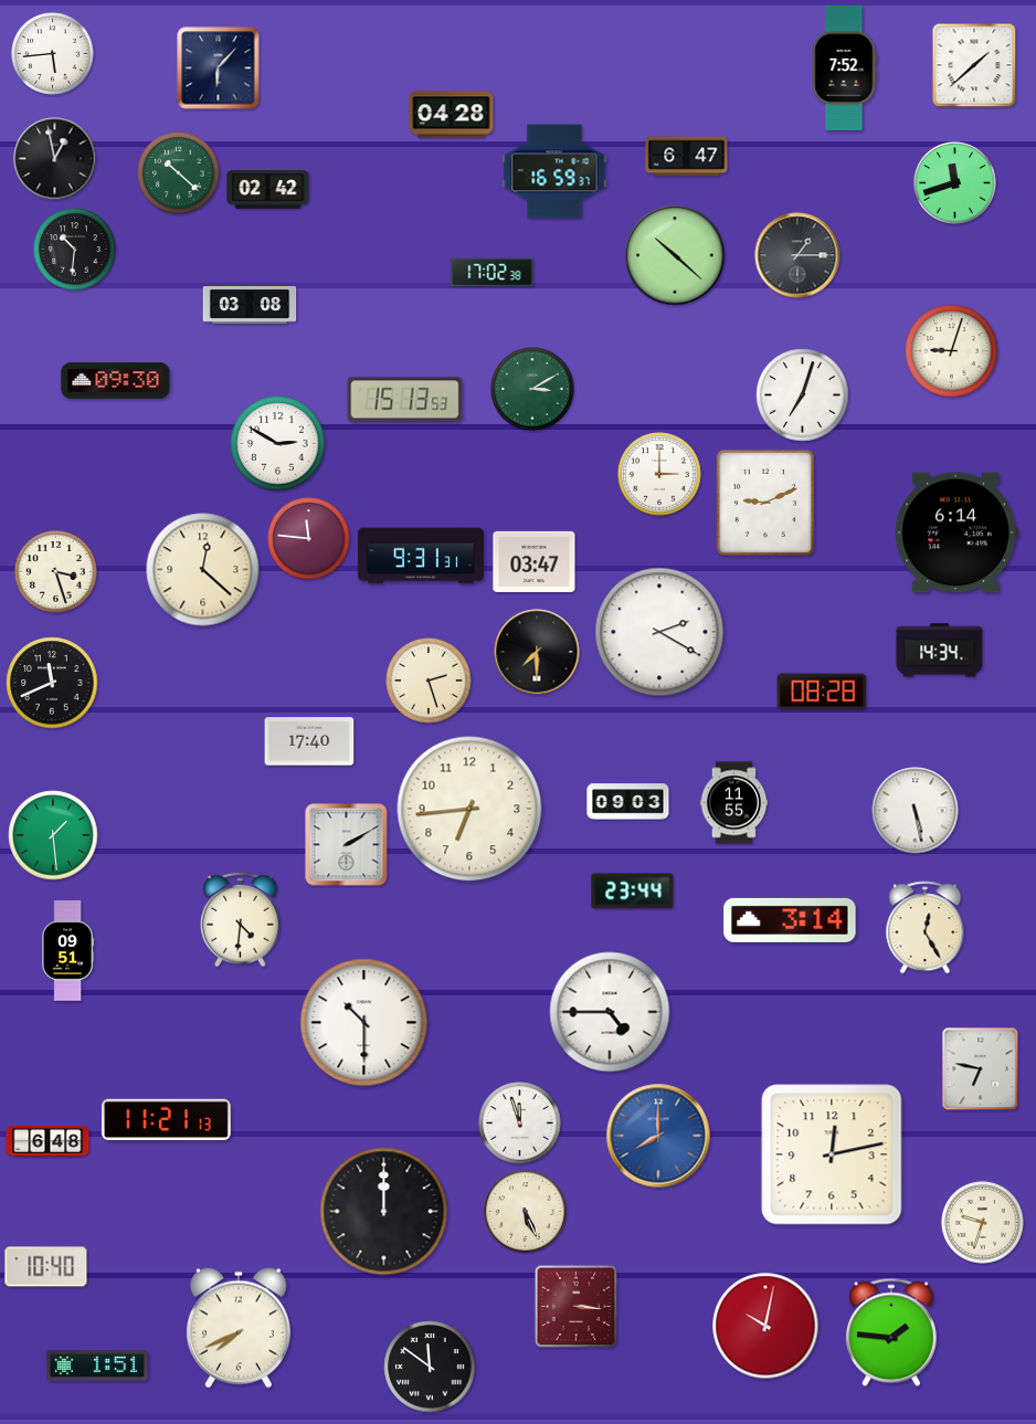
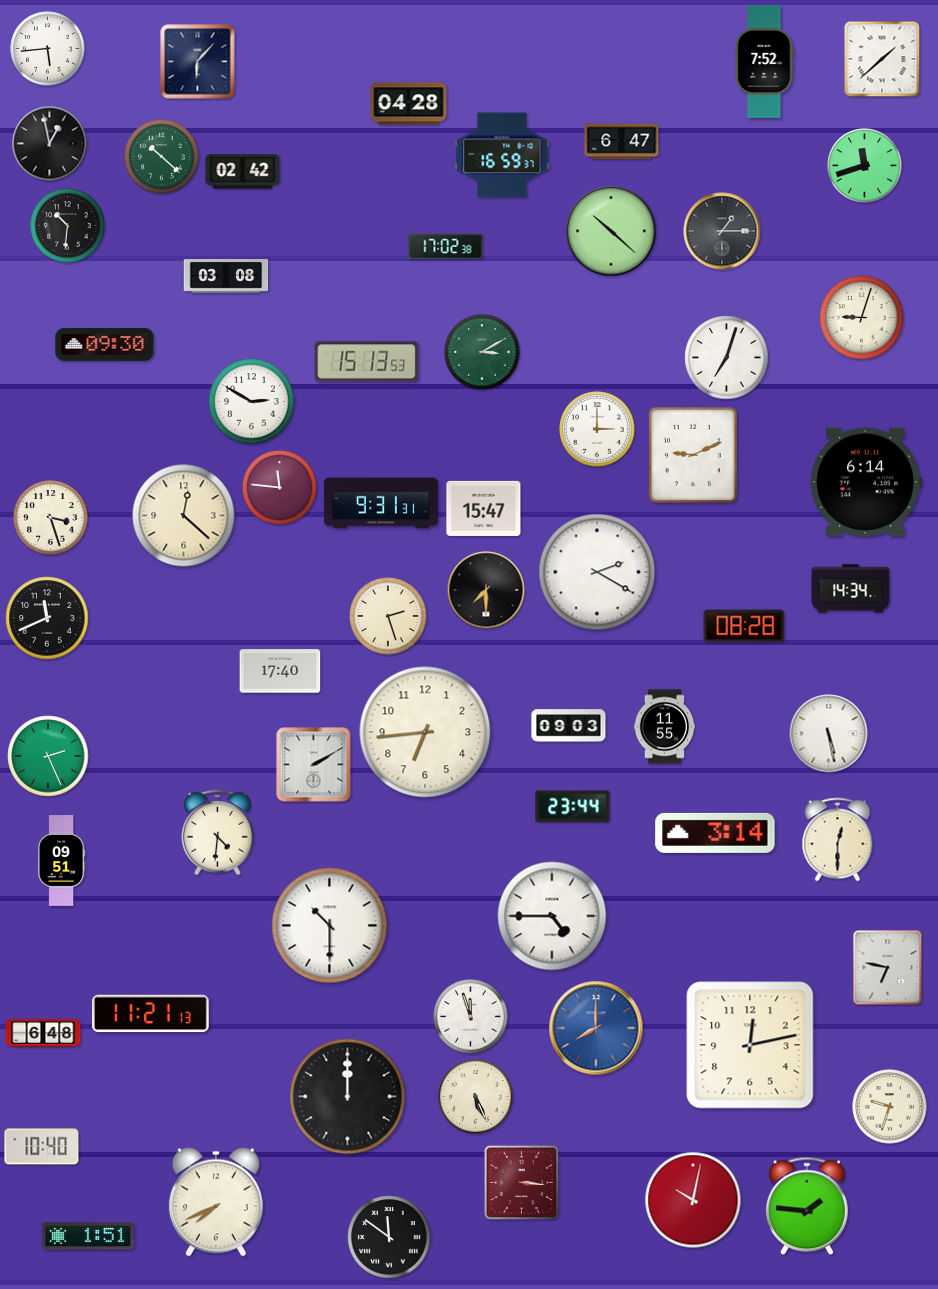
clock at (535, 561): 03:47 -> 15:47
clock at (53, 835): 1:29 -> 2:26
clock at (926, 928): 12:25 -> 12:30
clock at (832, 1154) position: (832, 1154) -> (750, 1045)
